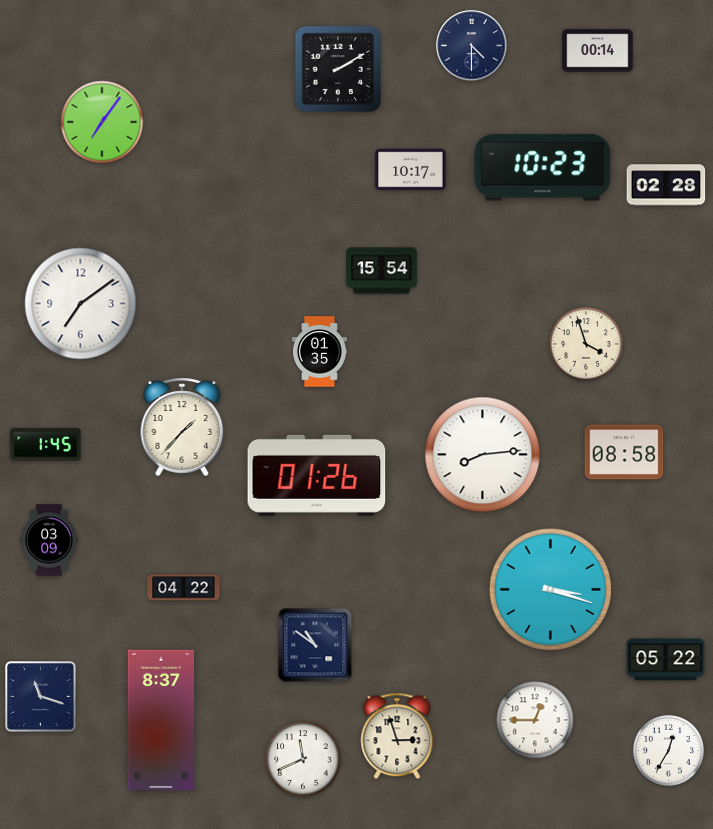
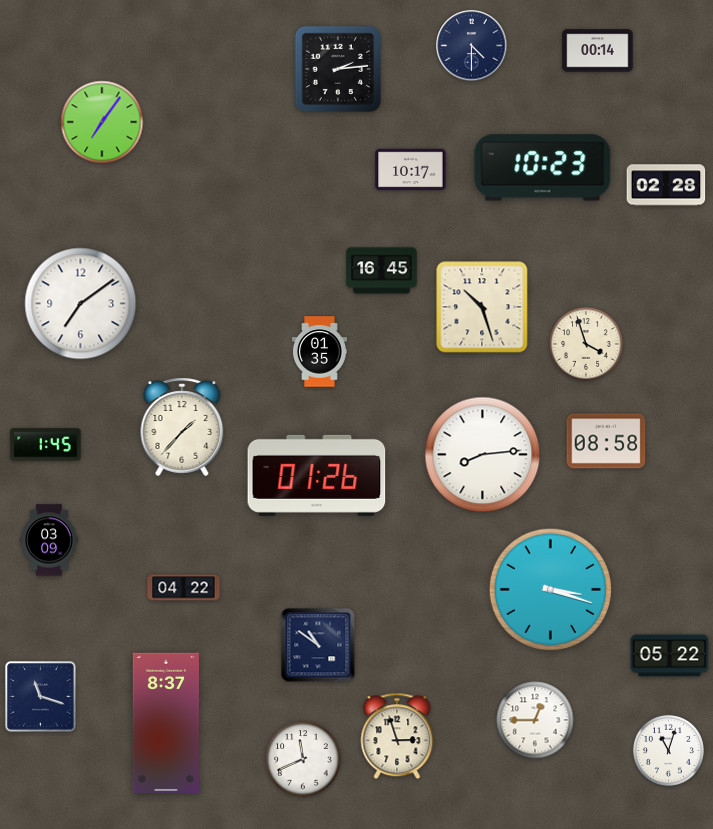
clock at (337, 68): 2:10 -> 2:14
clock at (382, 271): 15:54 -> 16:45
clock at (482, 307): none -> 10:27
clock at (624, 452) position: (624, 452) -> (606, 441)
clock at (315, 645) position: (315, 645) -> (318, 645)
clock at (666, 660) position: (666, 660) -> (670, 656)
clock at (160, 719) position: (160, 719) -> (165, 722)
clock at (668, 750): 12:35 -> 11:03
